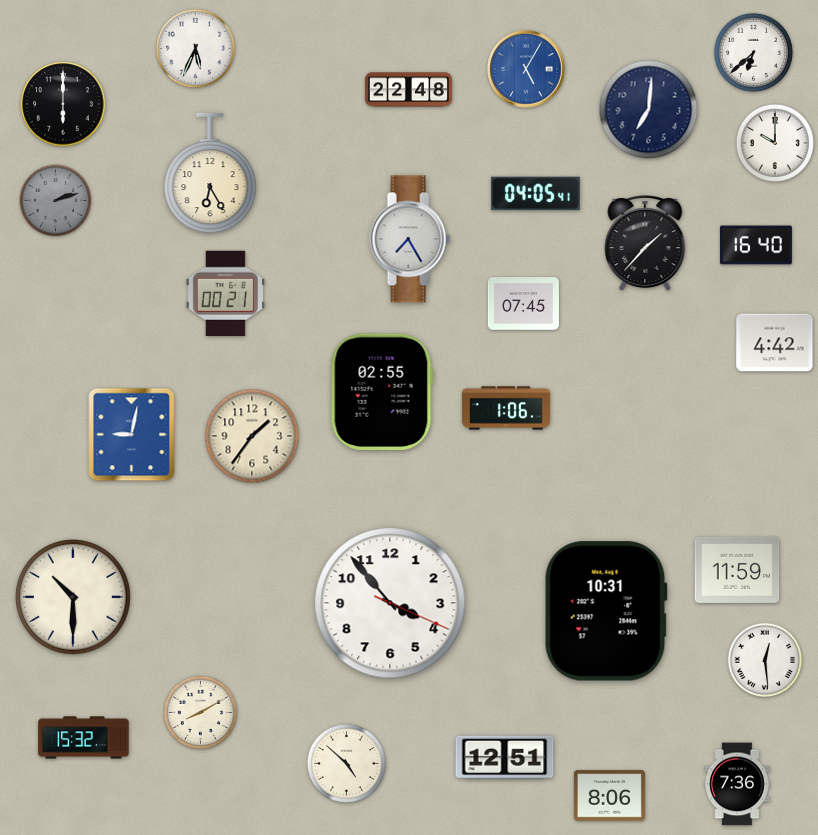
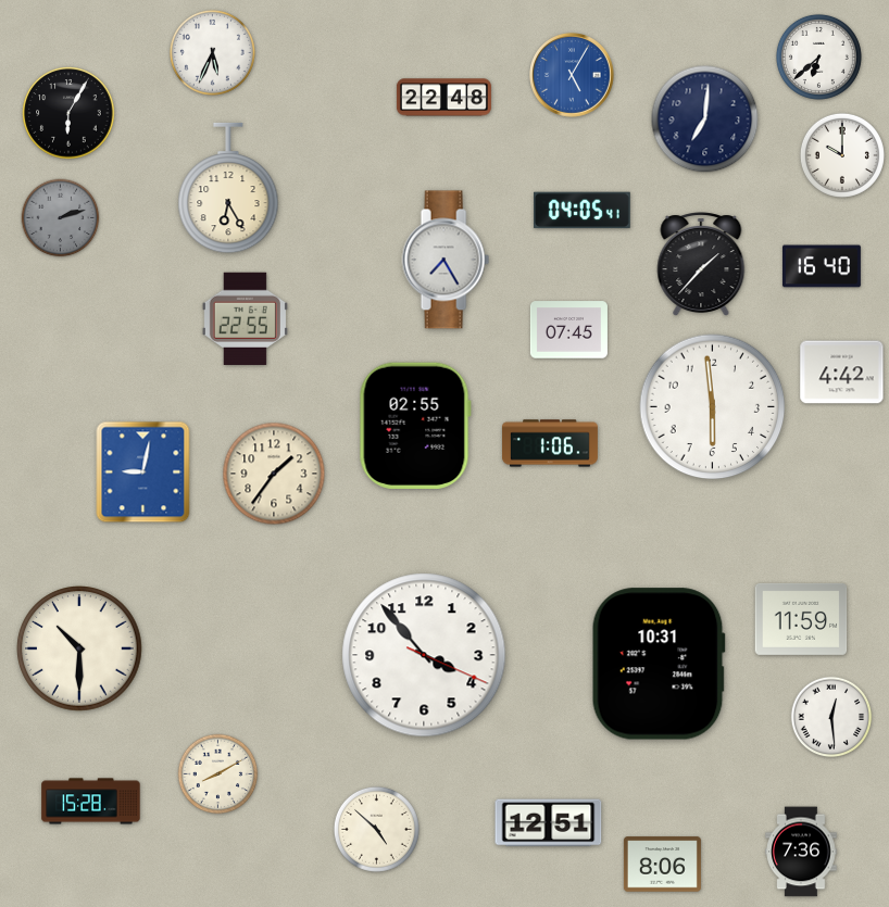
clock at (63, 104): 6:00 -> 6:05
clock at (225, 293): 00:21 -> 22:55
clock at (713, 407): none -> 5:59
clock at (84, 738): 15:32 -> 15:28
